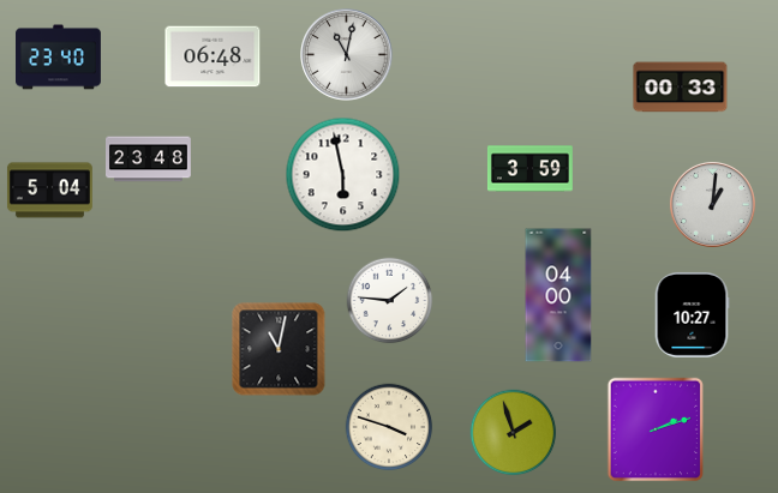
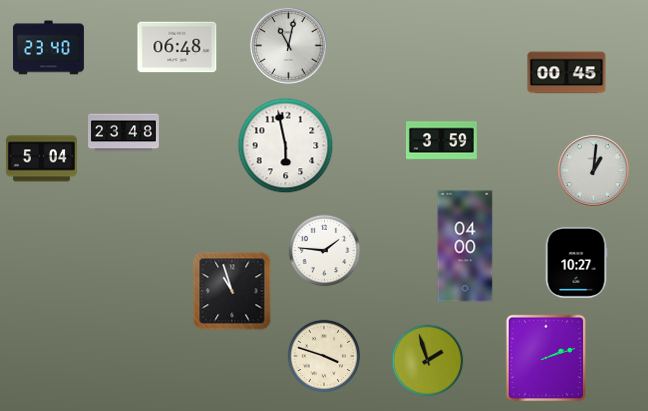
clock at (681, 88): 00:33 -> 00:45
clock at (279, 349): 11:02 -> 10:57
